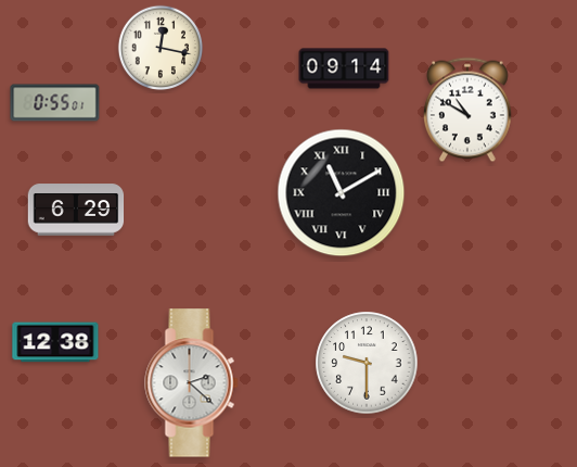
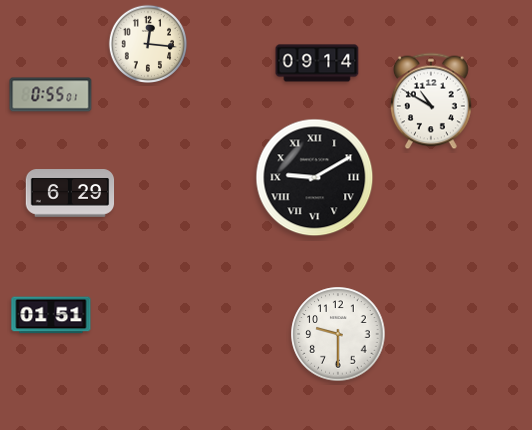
clock at (159, 47): 12:17 -> 12:16
clock at (342, 193): 11:10 -> 9:10
clock at (55, 342): 12:38 -> 01:51
clock at (192, 383): 2:22 -> none
